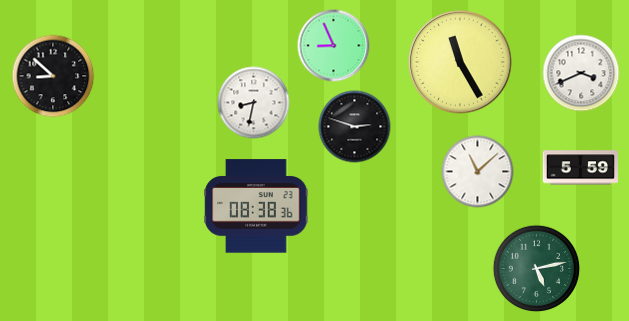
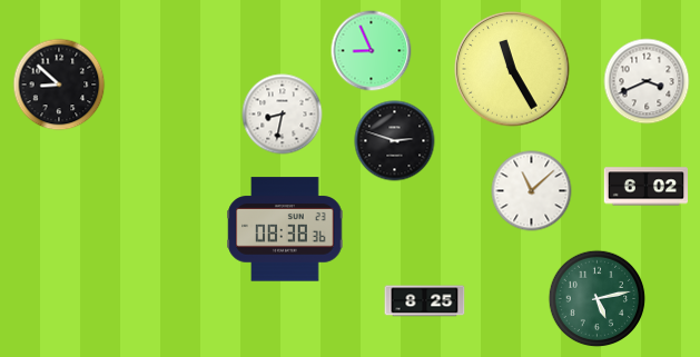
clock at (580, 168): 5:59 -> 6:02
clock at (425, 301): none -> 8:25
